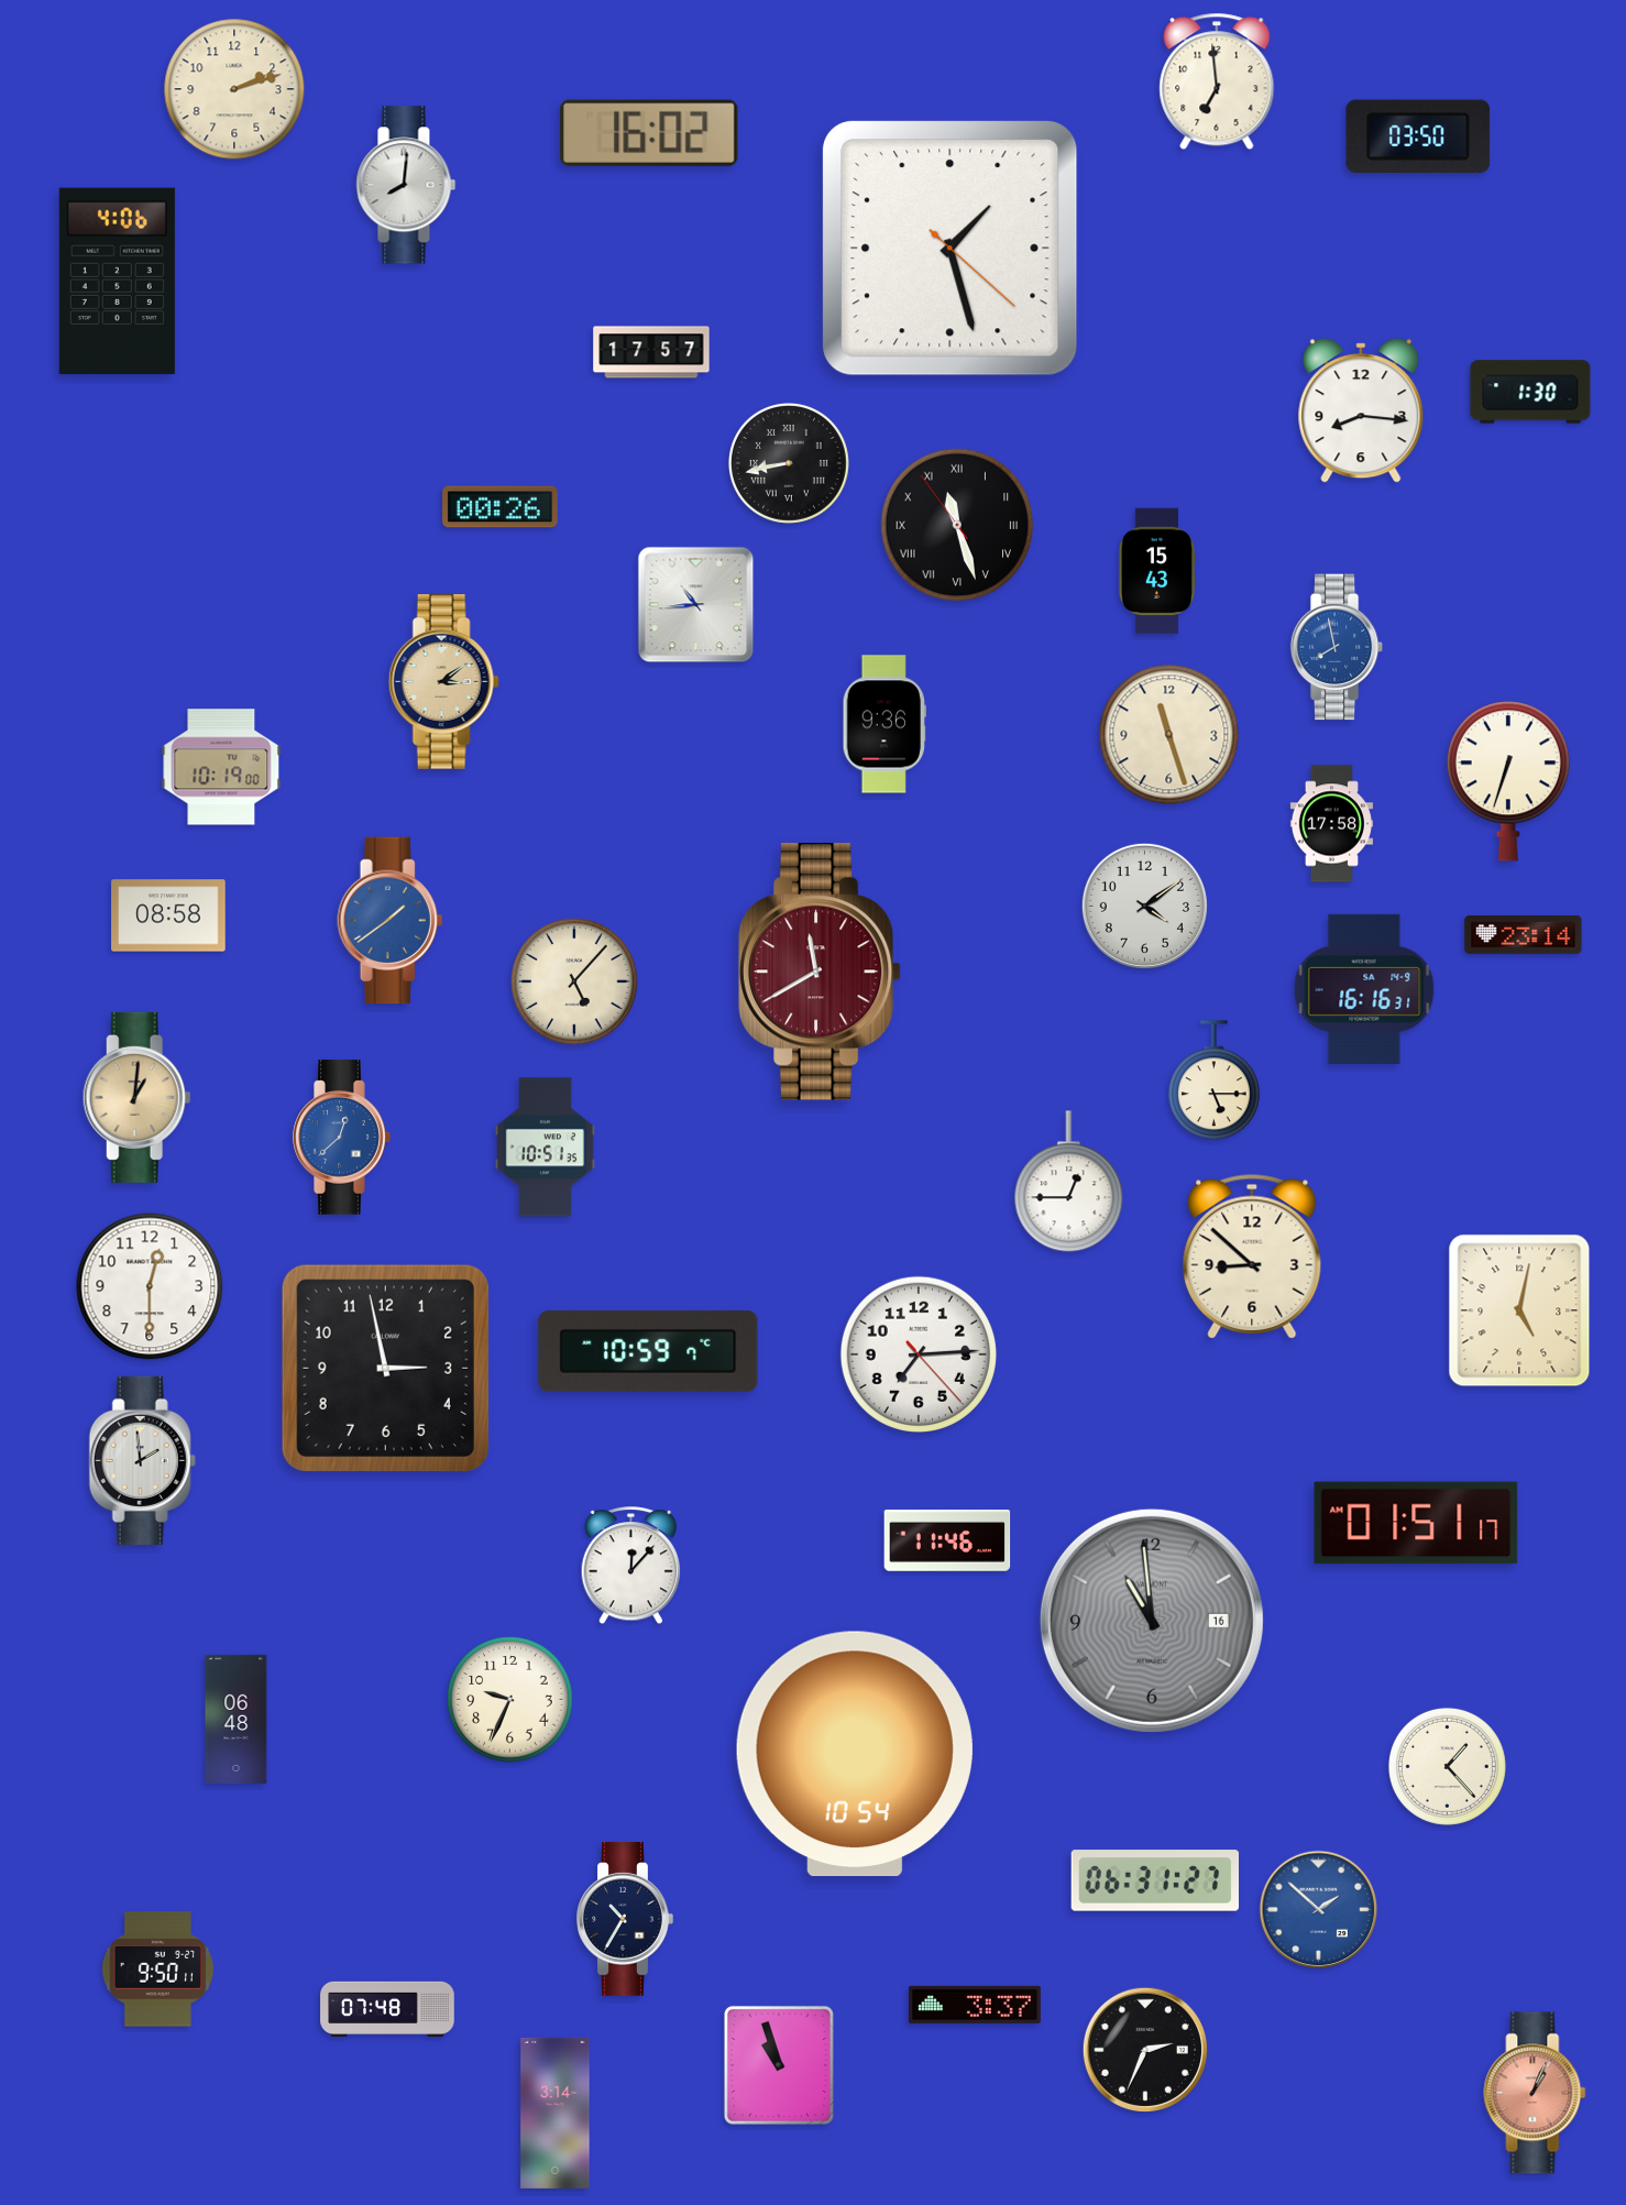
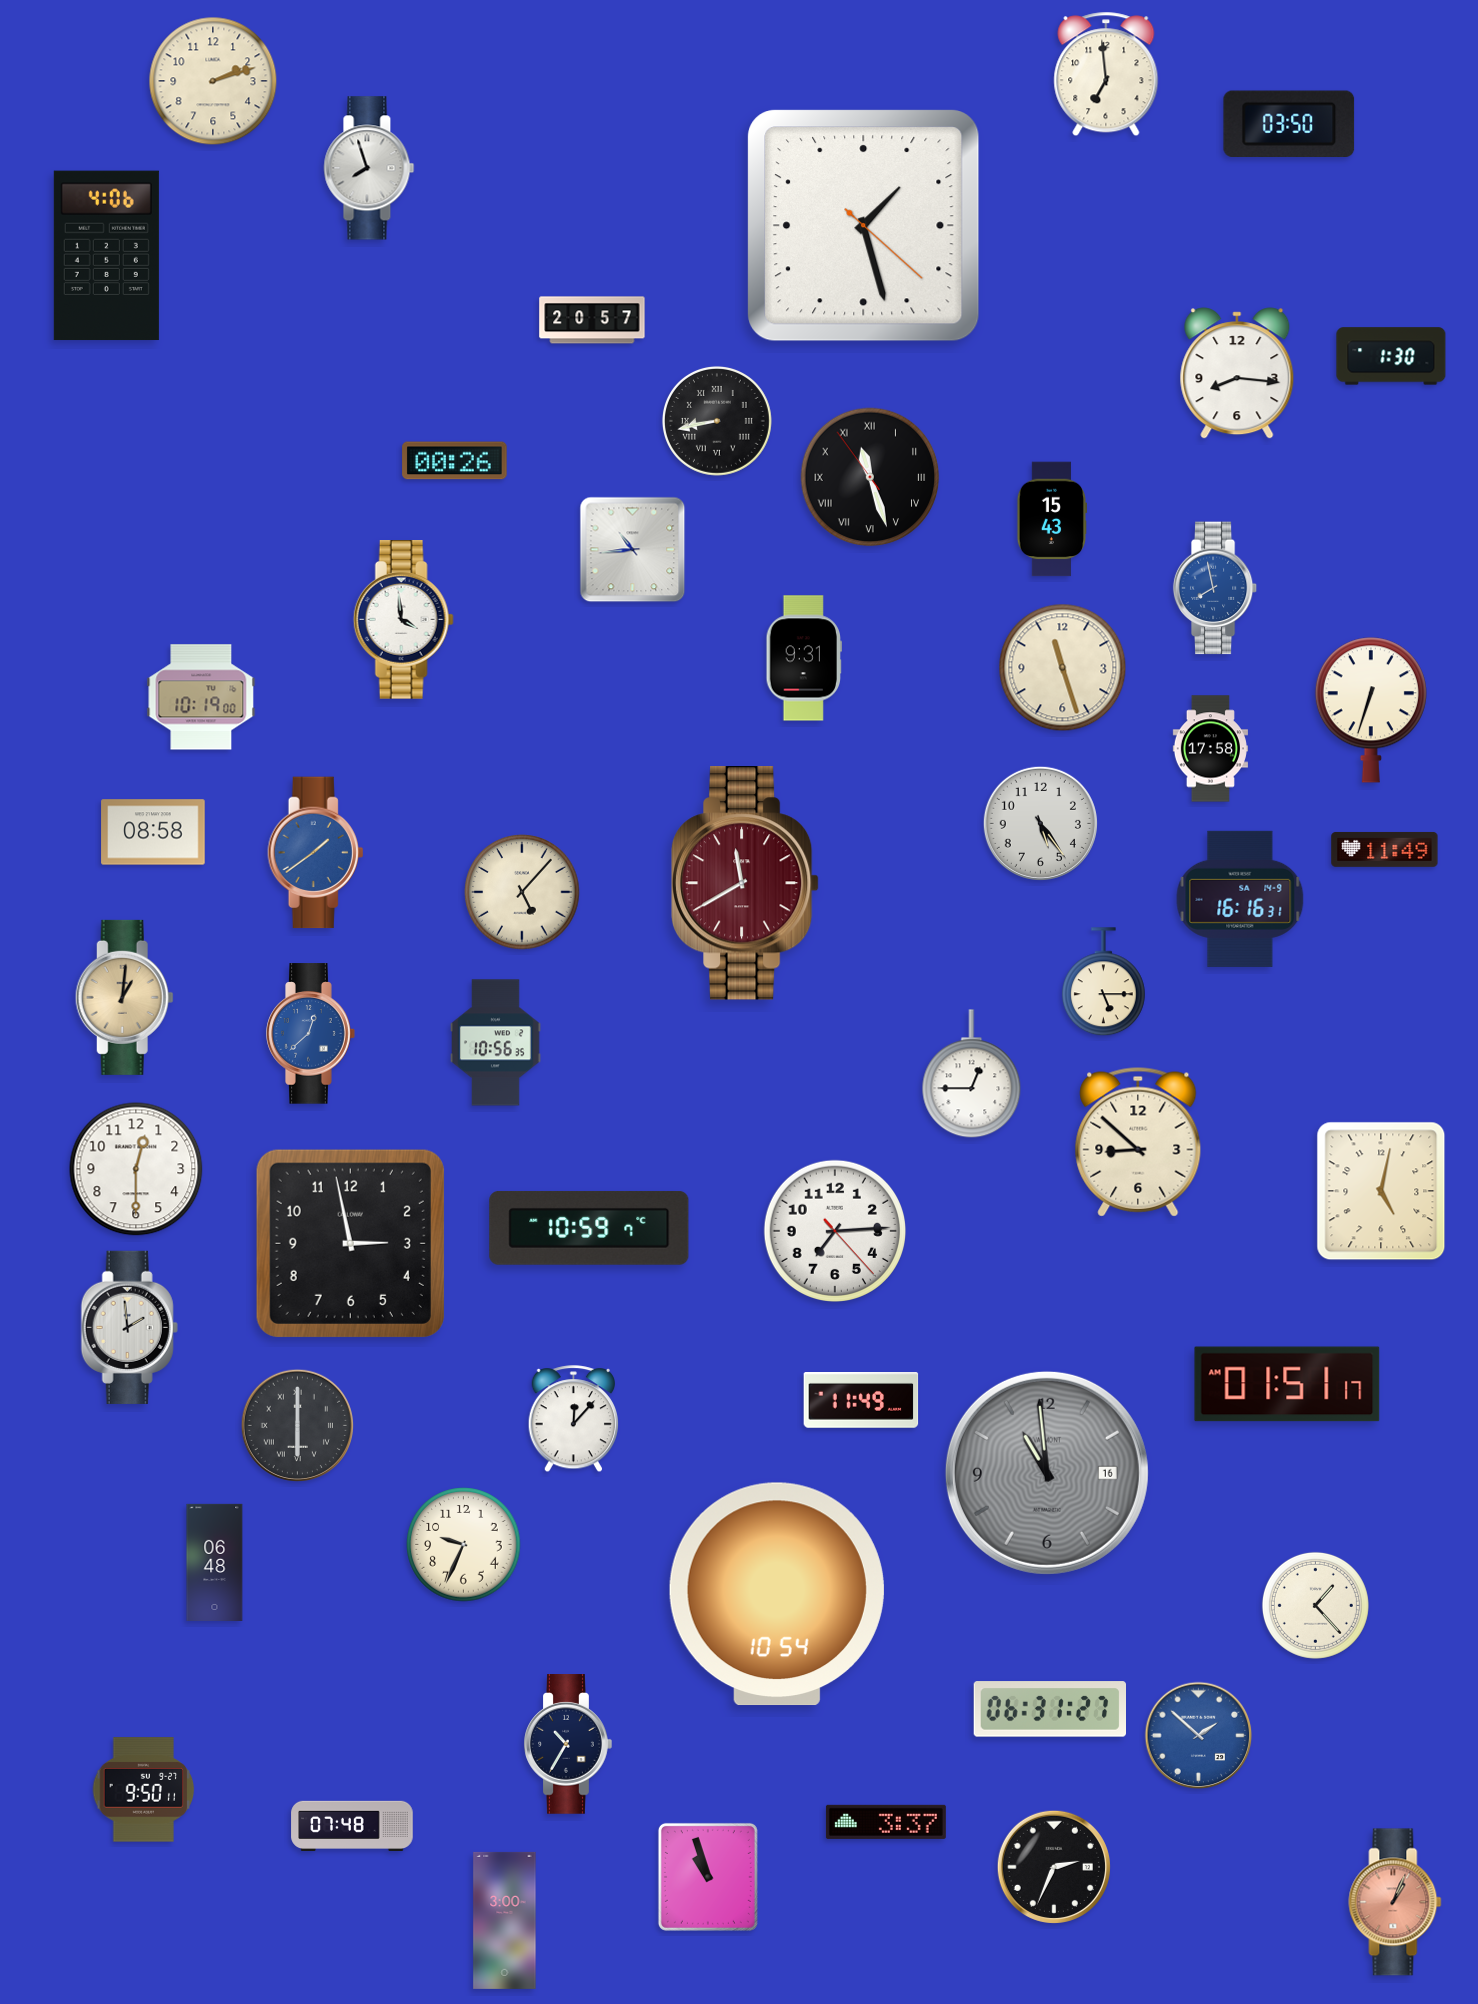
clock at (649, 133): 16:02 -> none
clock at (406, 185): 8:01 -> 7:57
clock at (651, 352): 17:57 -> 20:57
clock at (443, 682): 3:09 -> 3:59
clock at (443, 682) dial: champagne -> white
clock at (883, 724): 9:36 -> 9:31
clock at (1144, 906): 4:09 -> 5:24
clock at (391, 921) position: (391, 921) -> (316, 853)
clock at (1524, 934): 23:14 -> 11:49
clock at (546, 1148): 10:51 -> 10:56
clock at (947, 1542): 11:46 -> 11:49
clock at (631, 1566) position: (631, 1566) -> (574, 1419)
clock at (297, 1425): none -> 6:00
clock at (1145, 2050) position: (1145, 2050) -> (1054, 1867)
clock at (556, 2113): 3:14 -> 3:00
